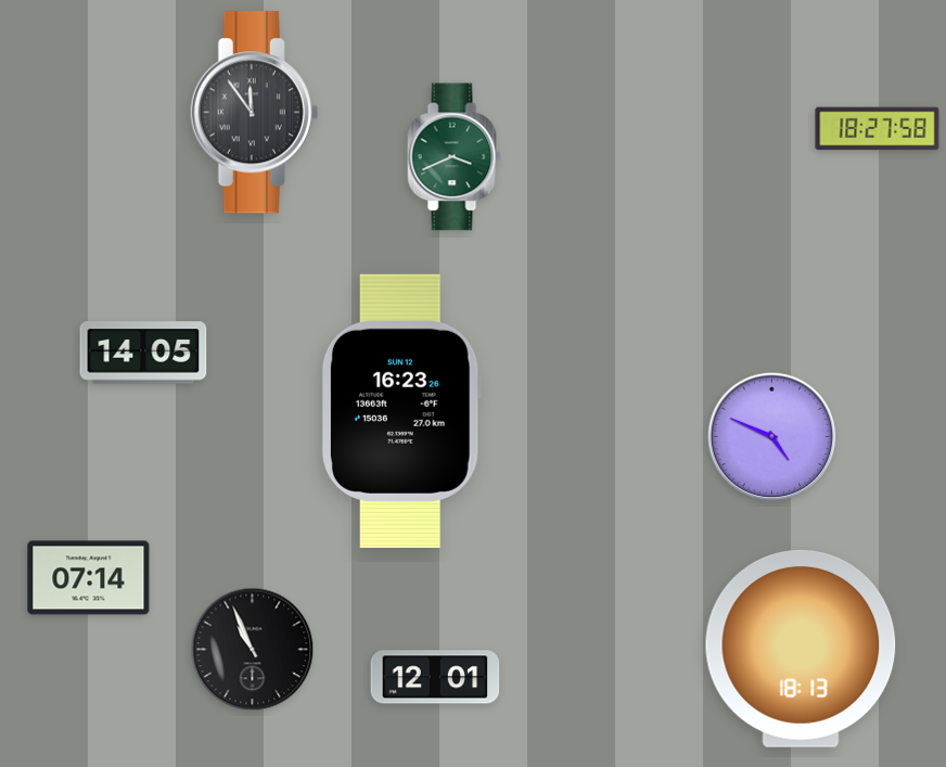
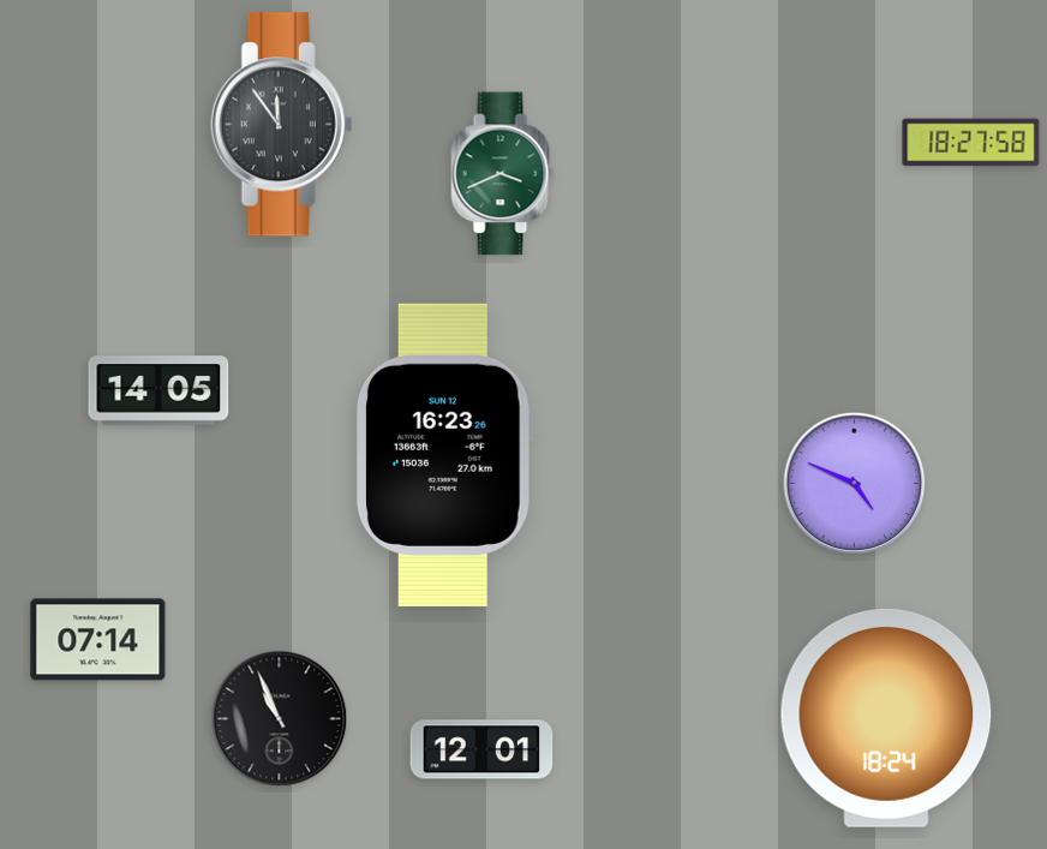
clock at (801, 649): 18:13 -> 18:24
